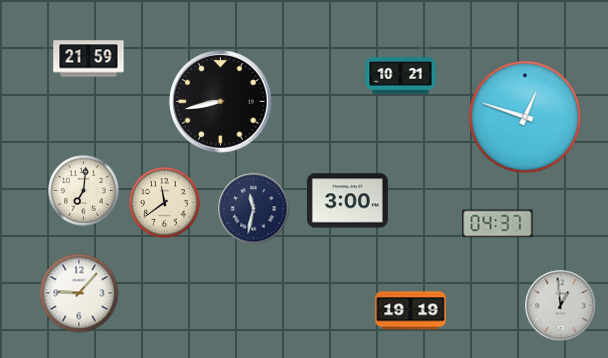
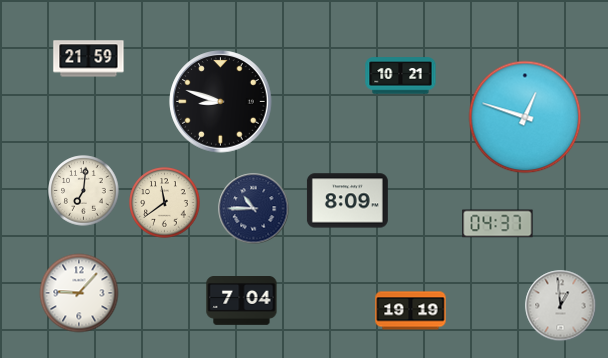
clock at (221, 102): 8:43 -> 8:48
clock at (347, 201): 3:00 -> 8:09
clock at (254, 209): 11:32 -> 10:45
clock at (242, 301): none -> 7:04
